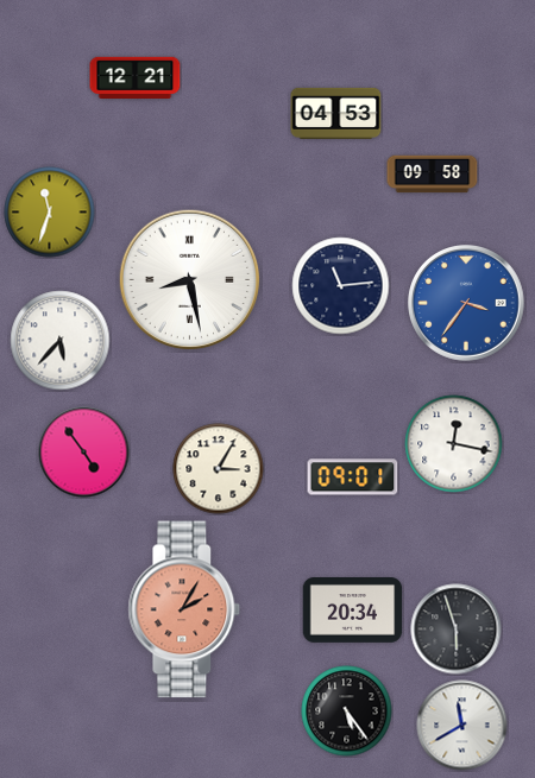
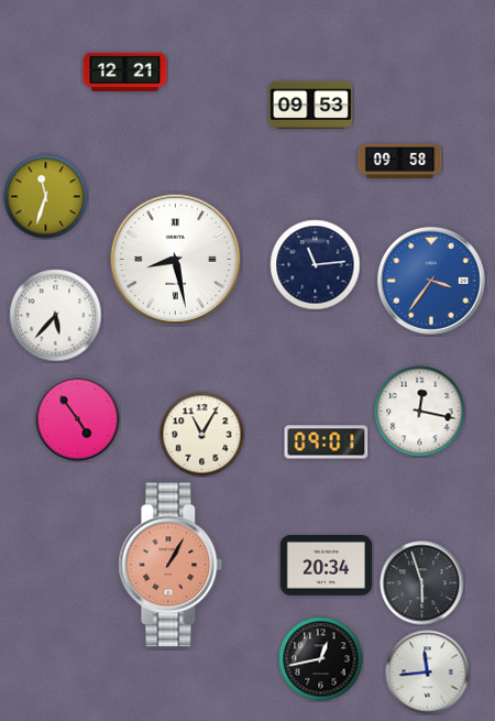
clock at (336, 113): 04:53 -> 09:53
clock at (219, 469): 3:05 -> 11:05
clock at (184, 609): 2:05 -> 1:05
clock at (347, 711): 5:24 -> 12:43
clock at (462, 726): 11:40 -> 11:44
